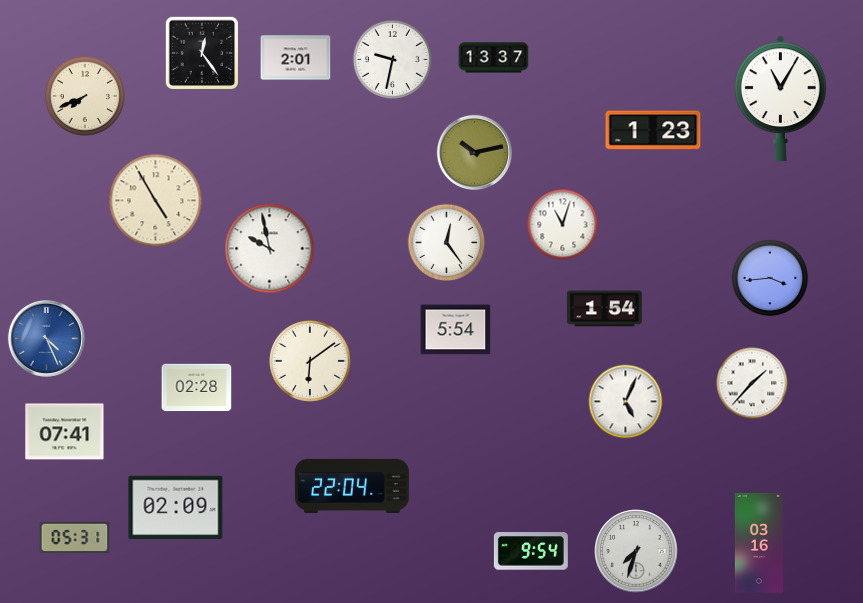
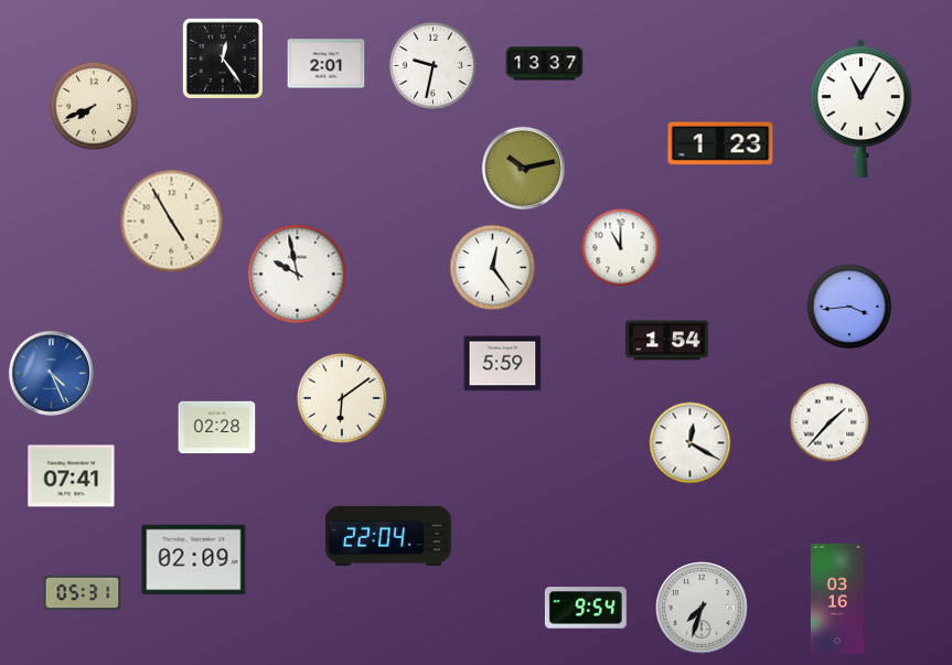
clock at (563, 225): 11:03 -> 11:00
clock at (456, 330): 5:54 -> 5:59
clock at (626, 402): 5:04 -> 12:20
